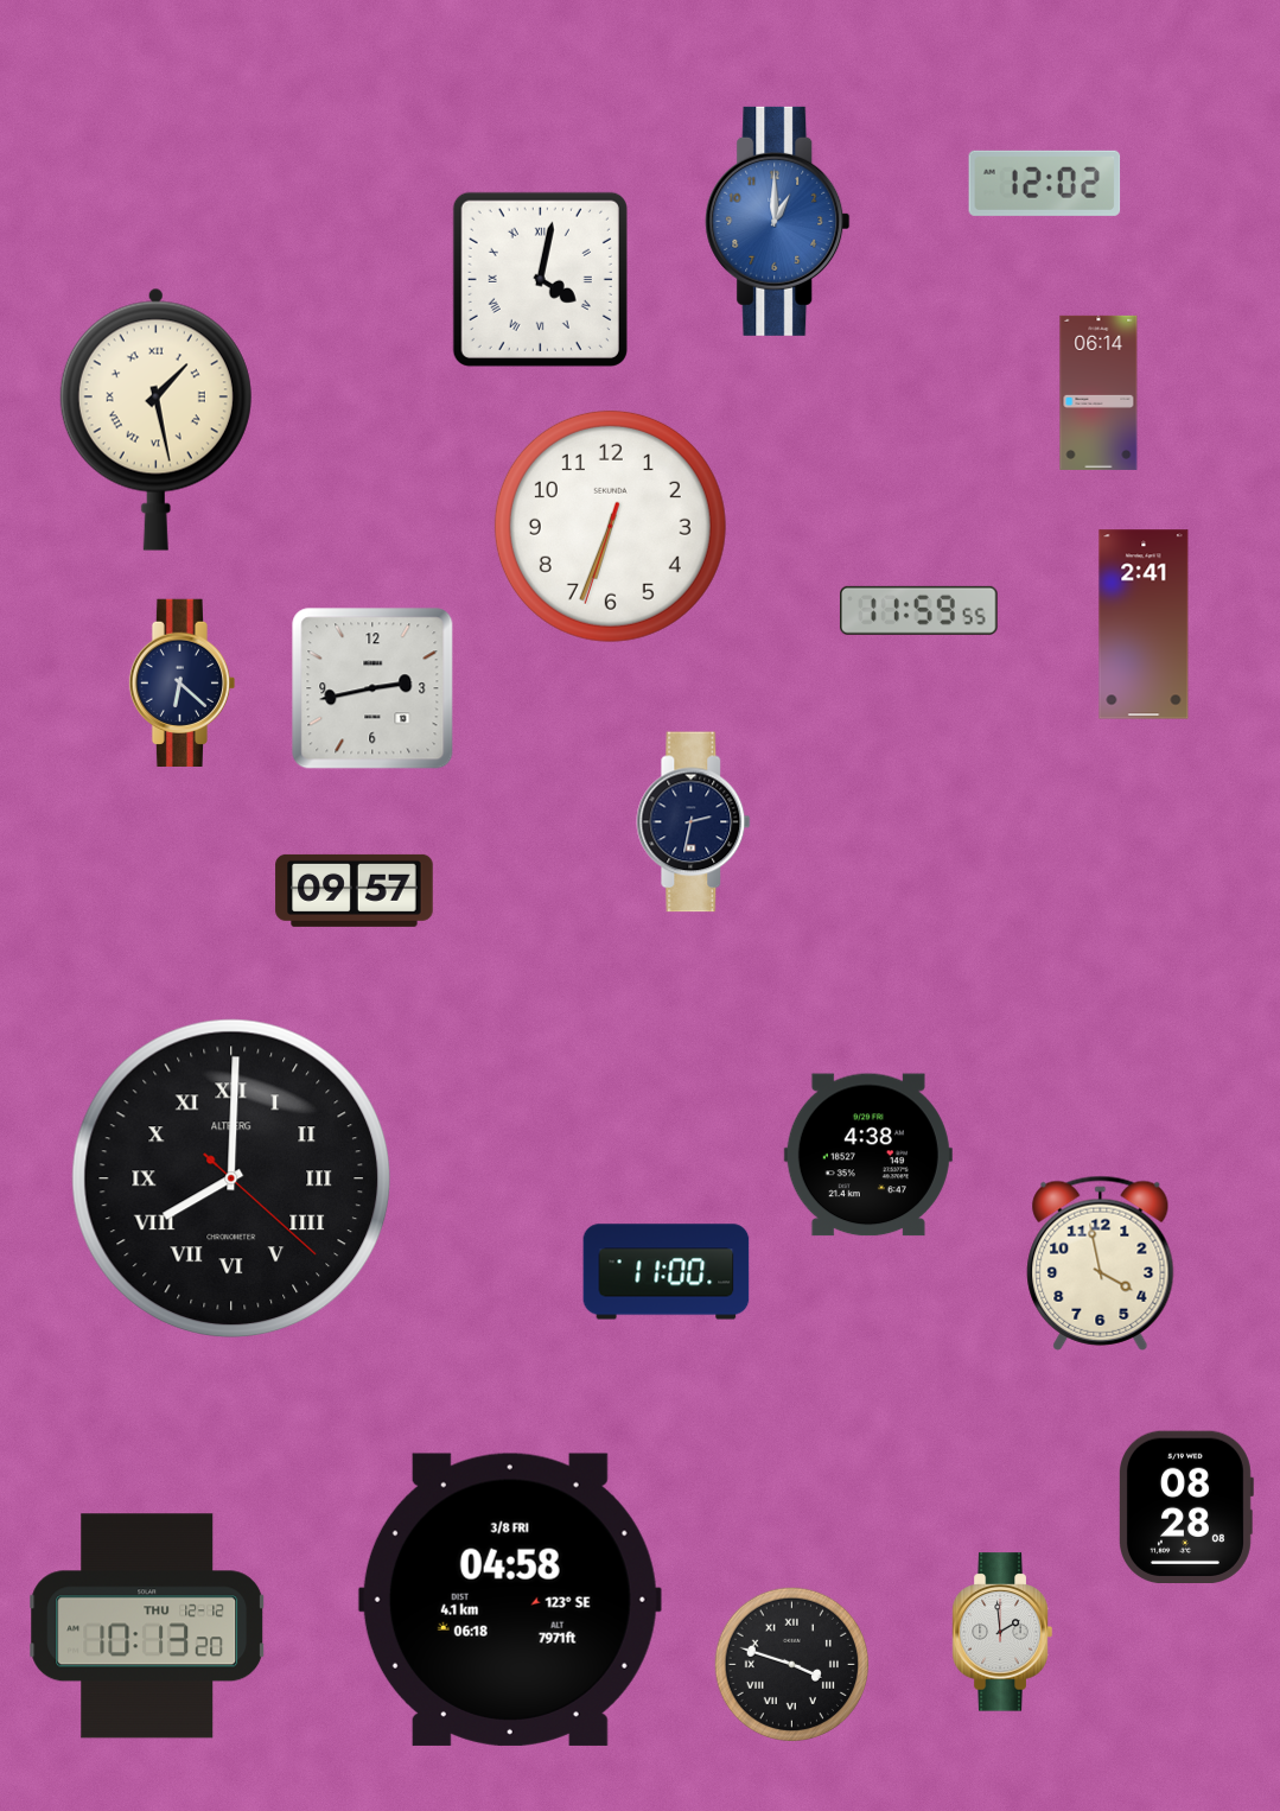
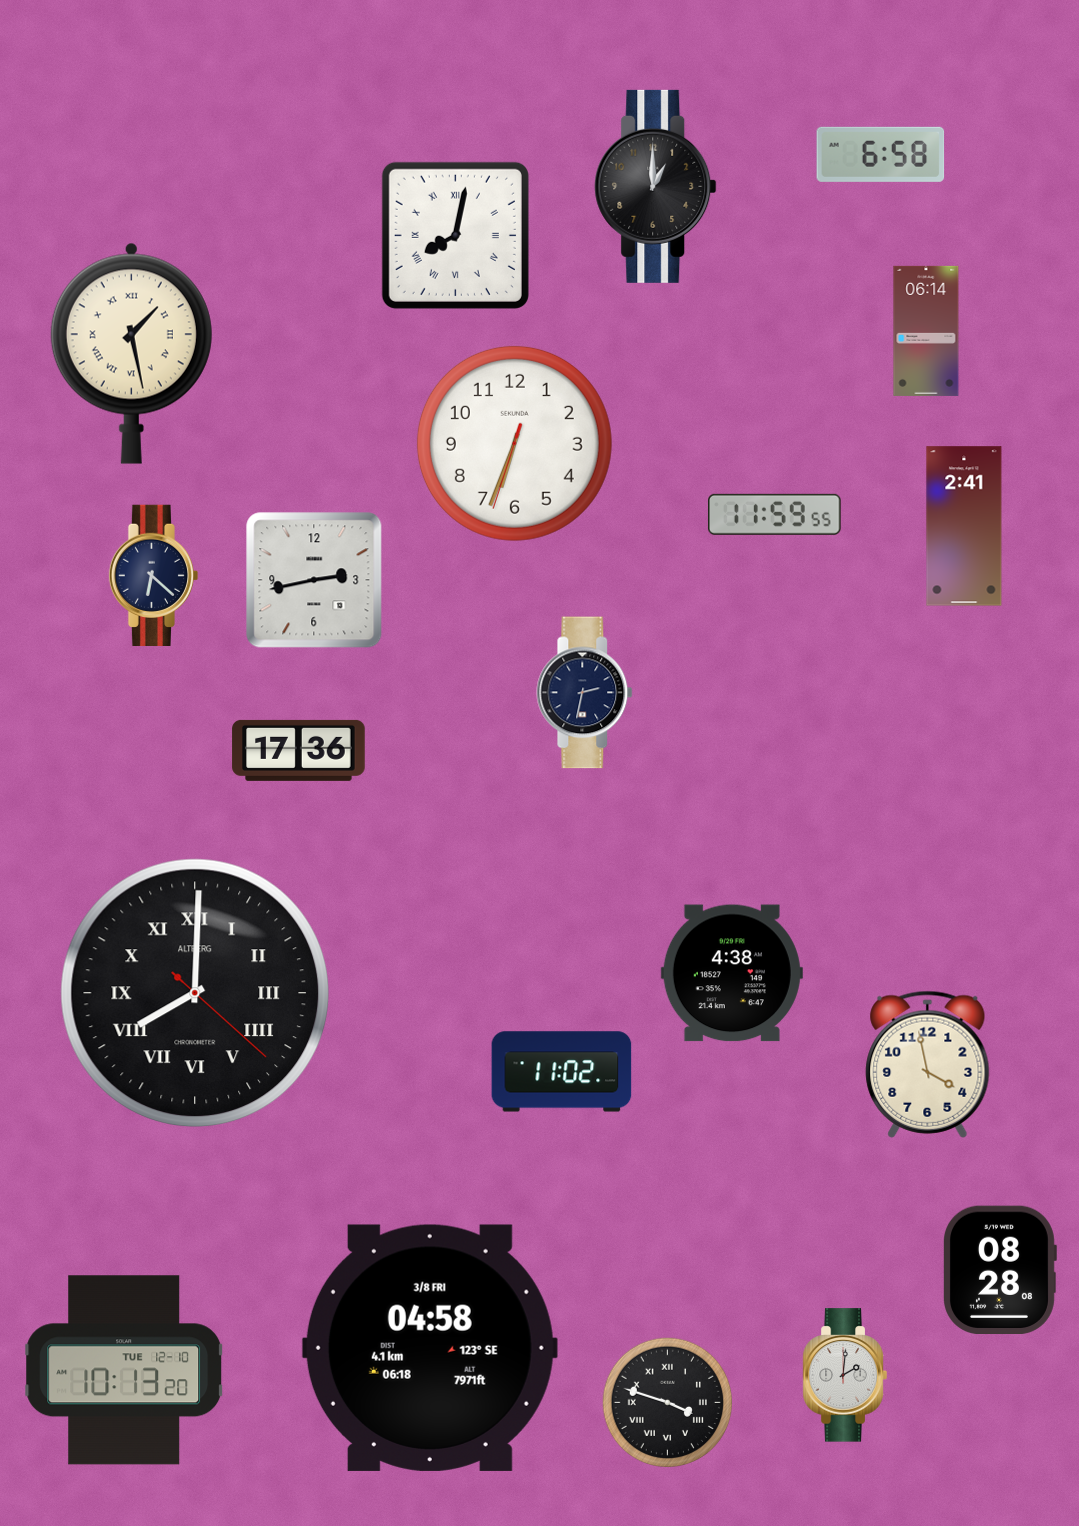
clock at (1045, 183): 12:02 -> 6:58
clock at (778, 221) dial: blue -> black
clock at (540, 279): 4:02 -> 8:02
clock at (355, 890): 09:57 -> 17:36
clock at (667, 1272): 11:00 -> 11:02
clock at (148, 1626) date: THU 12-12 -> TUE 12-10
clock at (1002, 1632): 1:59 -> 2:01
